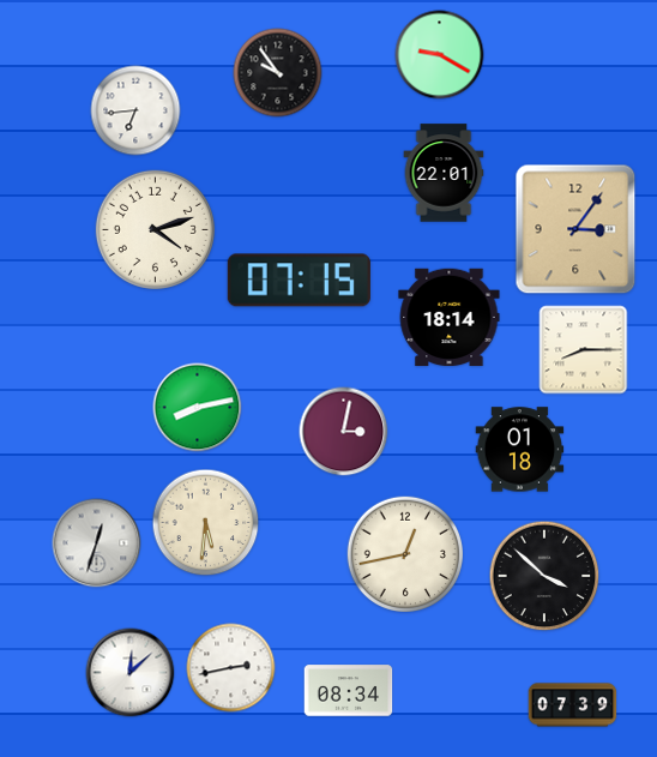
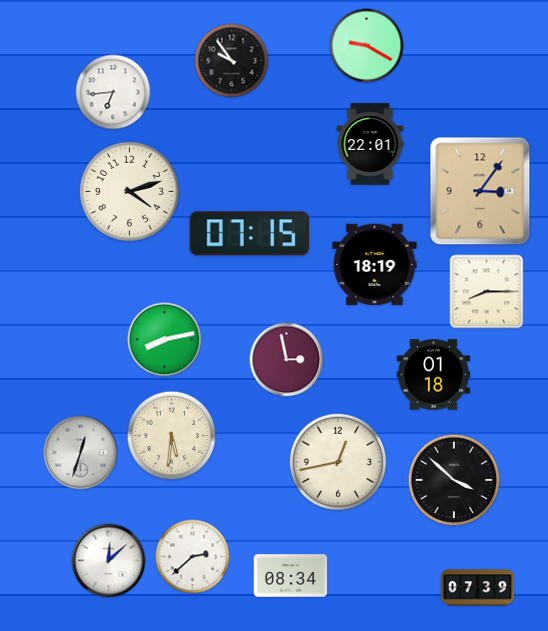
clock at (450, 318): 18:14 -> 18:19
clock at (344, 432): 3:02 -> 2:58
clock at (231, 668): 2:43 -> 2:38
